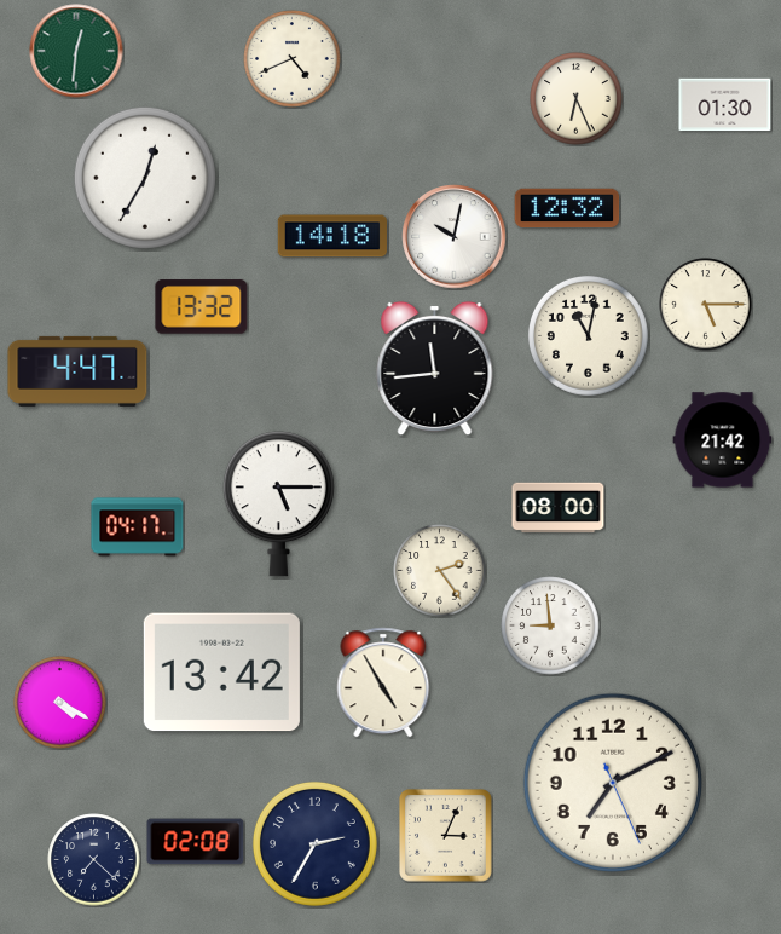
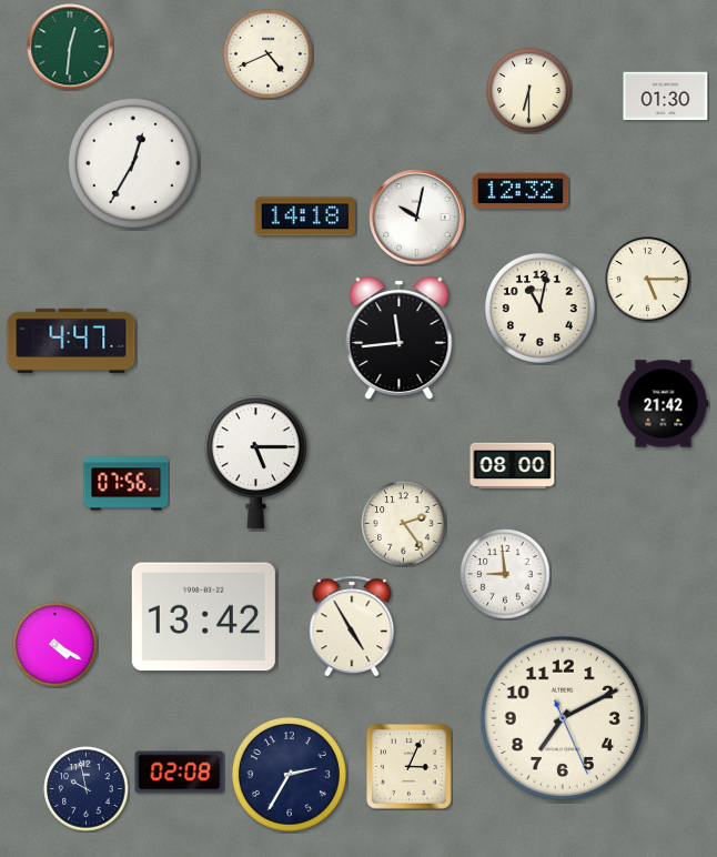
clock at (577, 99): 6:26 -> 6:30
clock at (202, 307): 13:32 -> none
clock at (138, 527): 04:17 -> 07:56
clock at (94, 860): 7:22 -> 9:58
